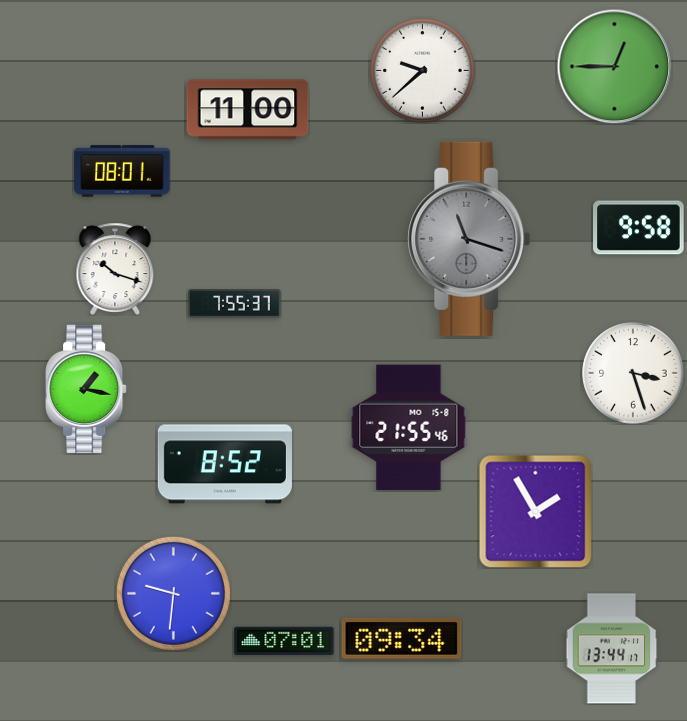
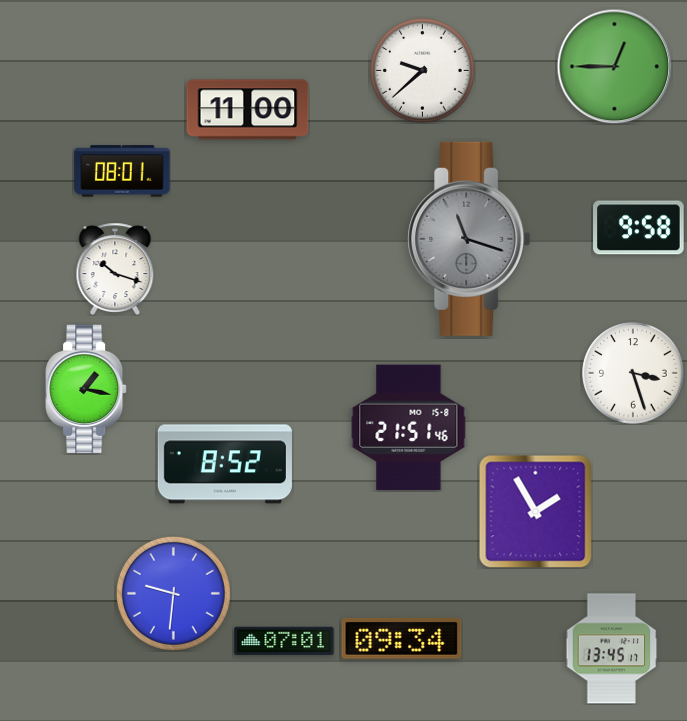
clock at (235, 304): 7:55 -> none
clock at (409, 428): 21:55 -> 21:51
clock at (612, 649): 13:44 -> 13:45
